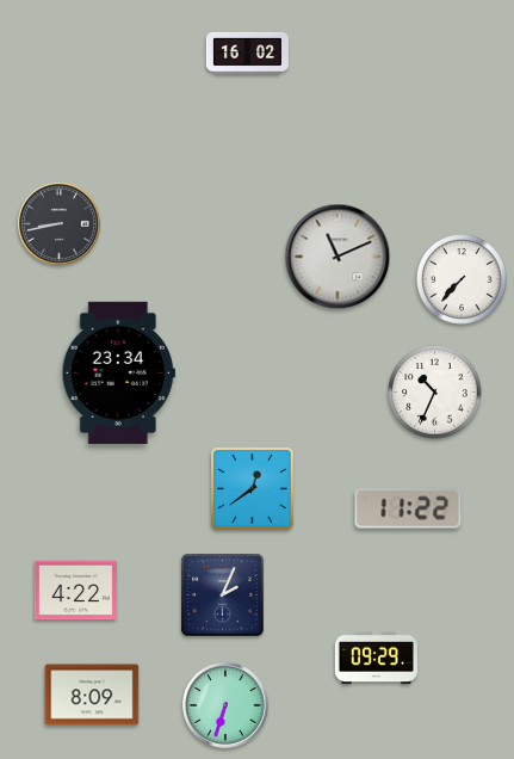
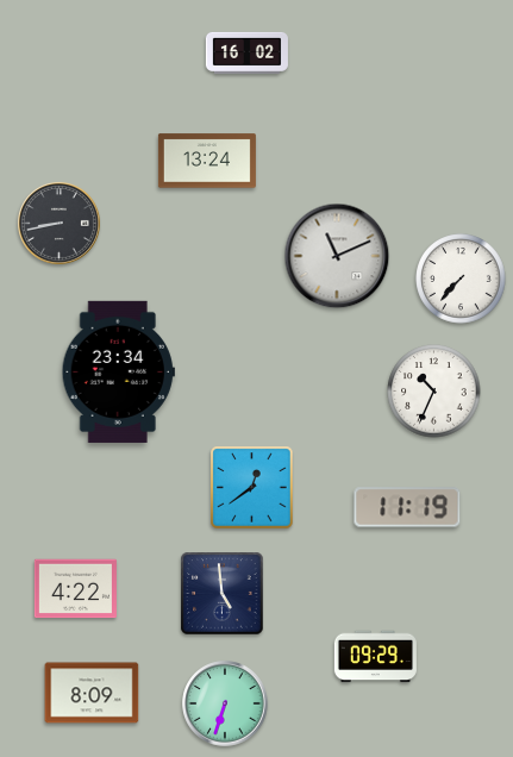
clock at (207, 161): none -> 13:24
clock at (408, 508): 11:22 -> 11:19
clock at (223, 596): 2:04 -> 4:59
